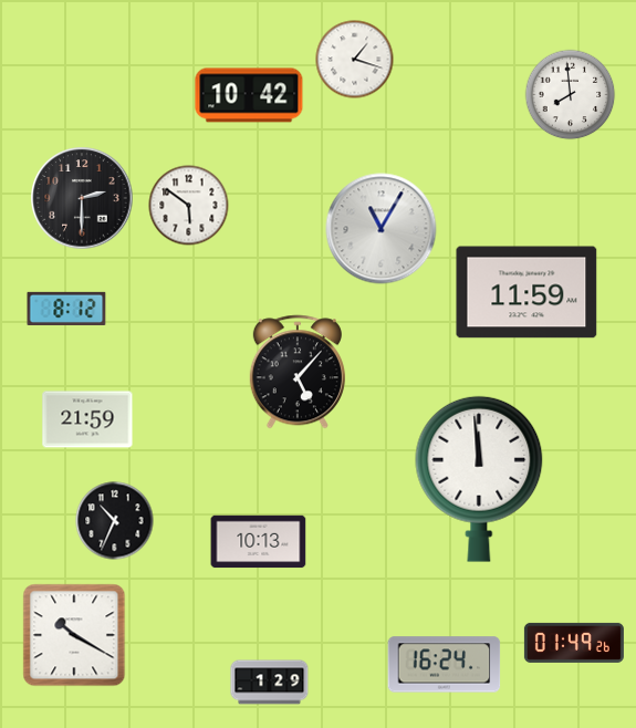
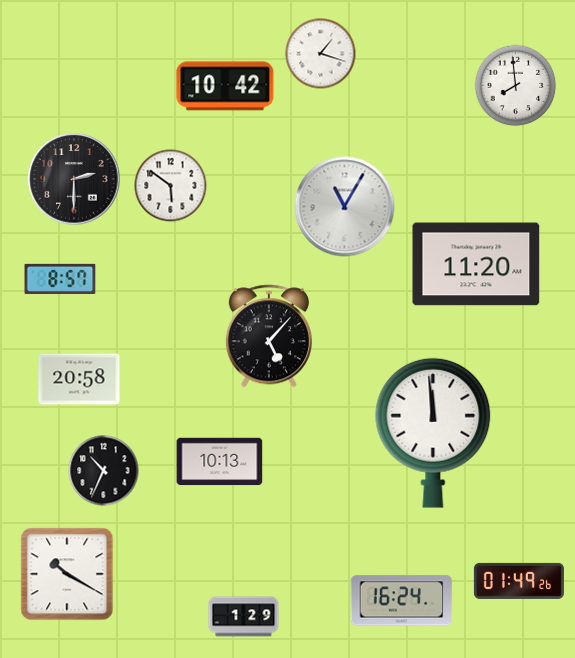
clock at (526, 292): 11:59 -> 11:20
clock at (66, 309): 8:12 -> 8:57
clock at (87, 419): 21:59 -> 20:58
clock at (259, 542) position: (259, 542) -> (220, 462)
